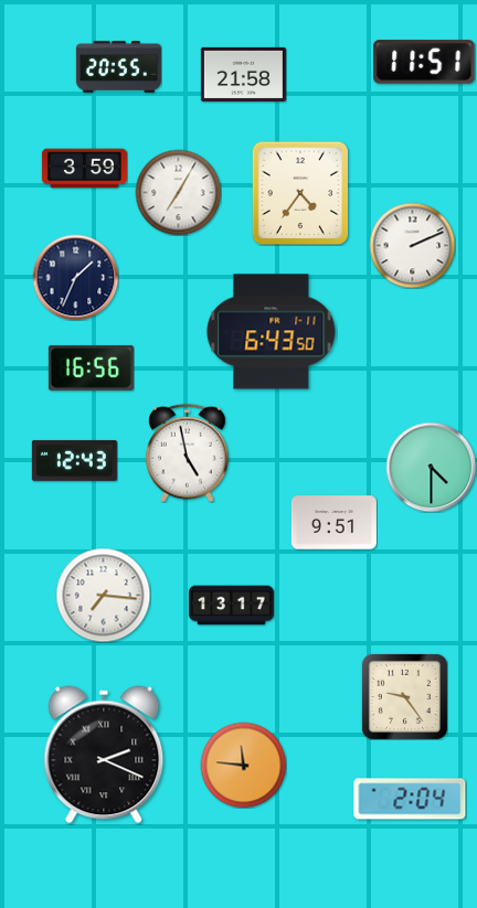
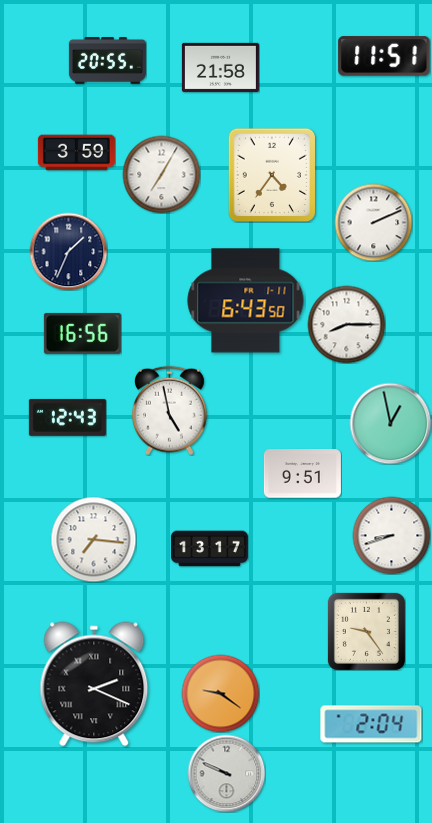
clock at (346, 324): none -> 8:15
clock at (431, 467): 4:30 -> 12:58
clock at (391, 535): none -> 8:42
clock at (243, 765): 11:46 -> 9:21
clock at (226, 773): none -> 9:49
